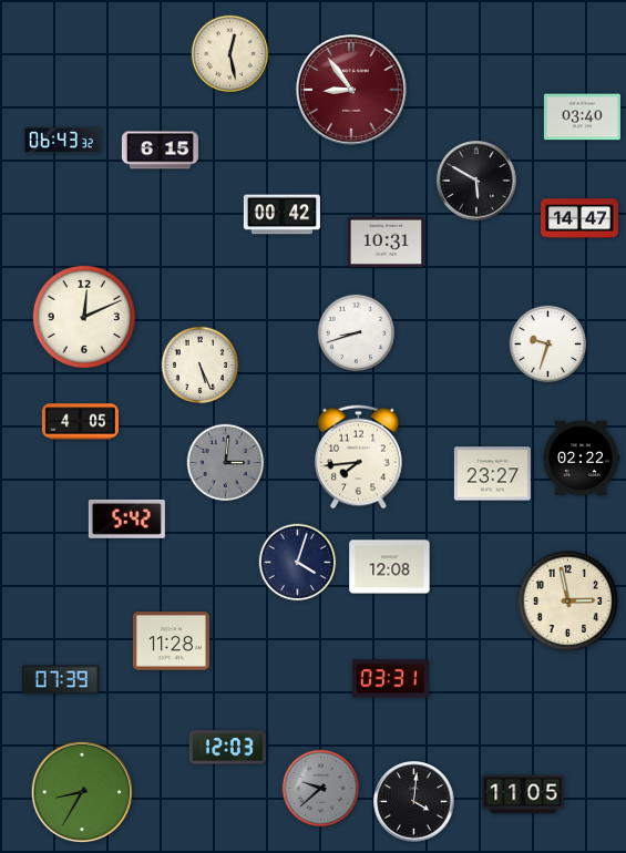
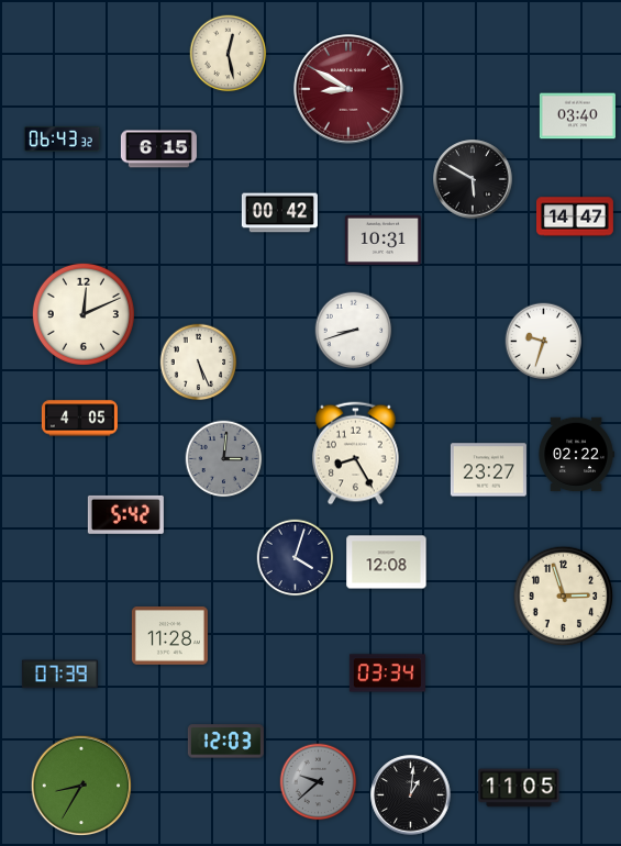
clock at (351, 90): 8:54 -> 8:50
clock at (359, 458): 7:44 -> 8:25
clock at (568, 602): 2:58 -> 2:57
clock at (390, 679): 03:31 -> 03:34
clock at (414, 802): 4:01 -> 1:01
